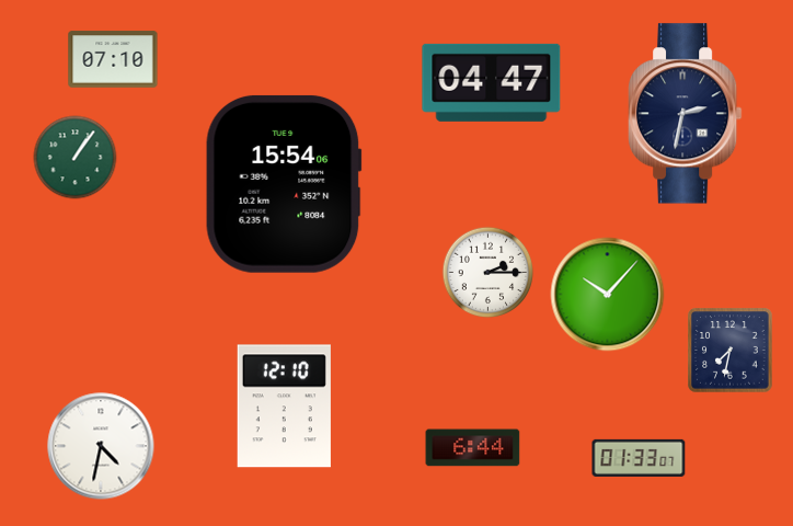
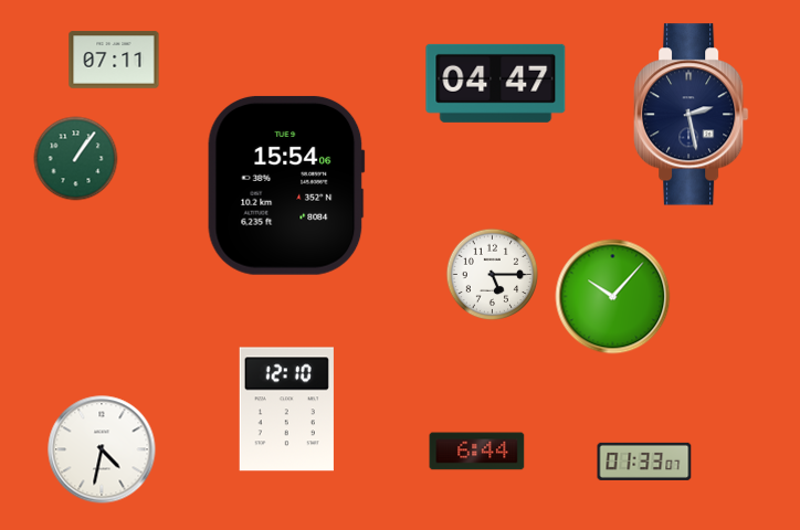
clock at (113, 59): 07:10 -> 07:11
clock at (686, 114): 2:32 -> 2:28
clock at (489, 273): 2:15 -> 5:15
clock at (731, 351): 7:32 -> none
